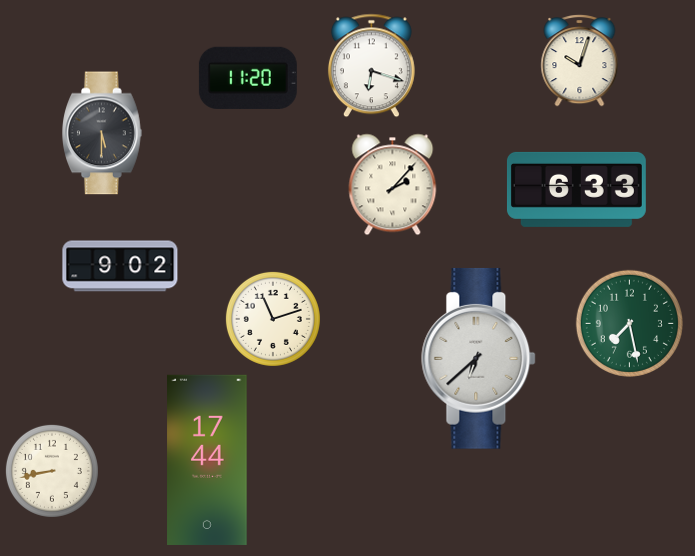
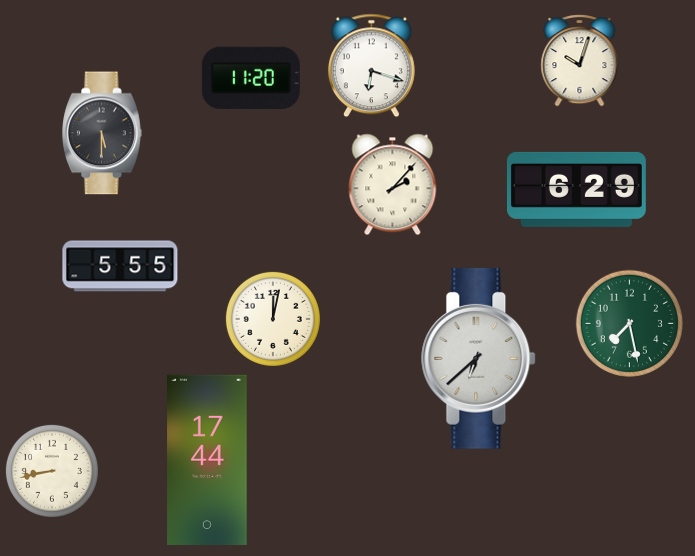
clock at (248, 78) position: (248, 78) -> (251, 78)
clock at (576, 189): 6:33 -> 6:29
clock at (120, 266): 9:02 -> 5:55
clock at (273, 319): 11:12 -> 12:02
